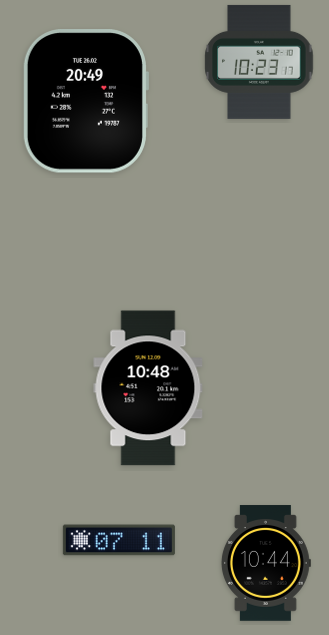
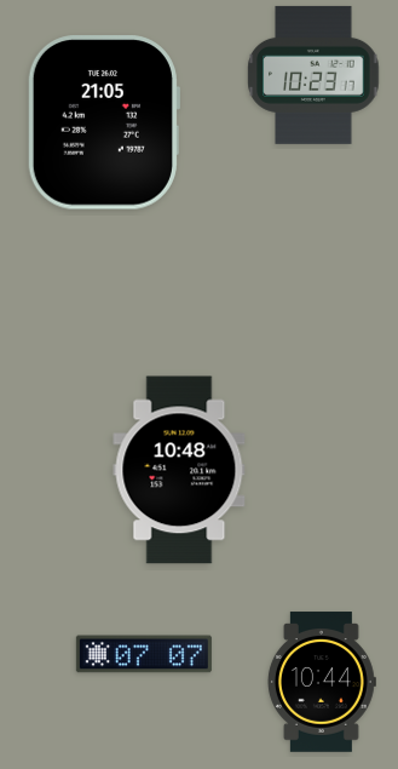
clock at (85, 101): 20:49 -> 21:05
clock at (119, 540): 07:11 -> 07:07
